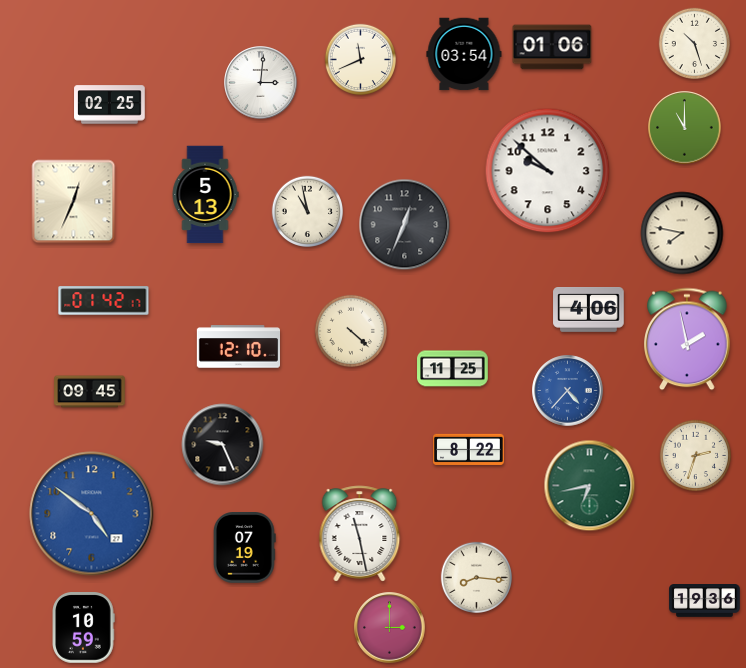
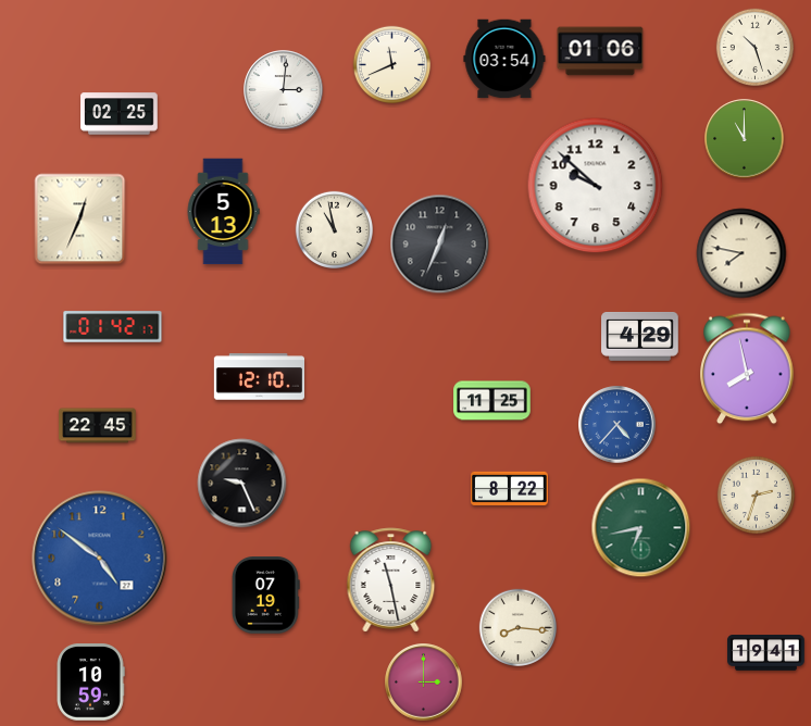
clock at (589, 310): 4:06 -> 4:29
clock at (351, 331): 4:22 -> none
clock at (687, 339): 1:58 -> 7:58
clock at (90, 392): 09:45 -> 22:45
clock at (705, 601): 19:36 -> 19:41
